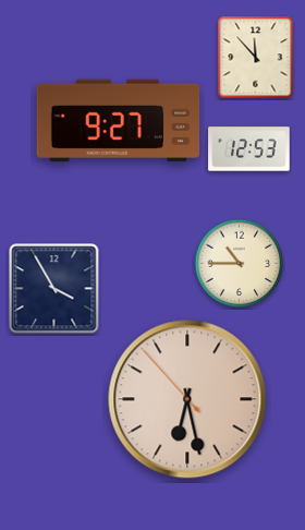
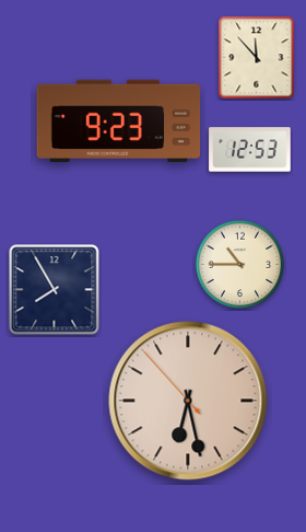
clock at (119, 120): 9:27 -> 9:23
clock at (54, 289): 3:55 -> 7:55
